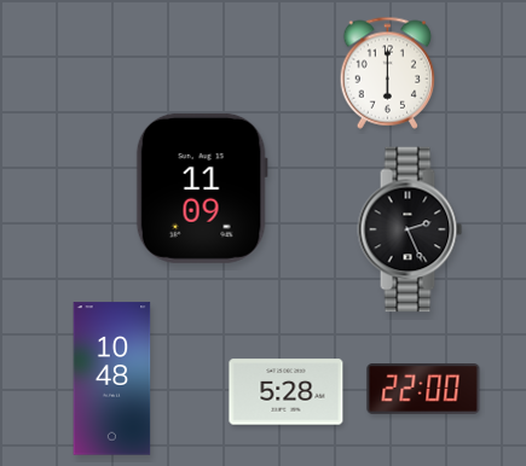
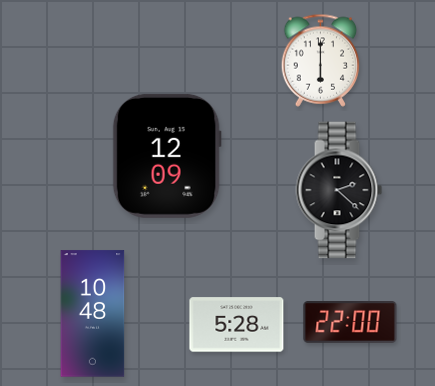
clock at (202, 188): 11:09 -> 12:09
clock at (410, 229): 2:26 -> 2:22
